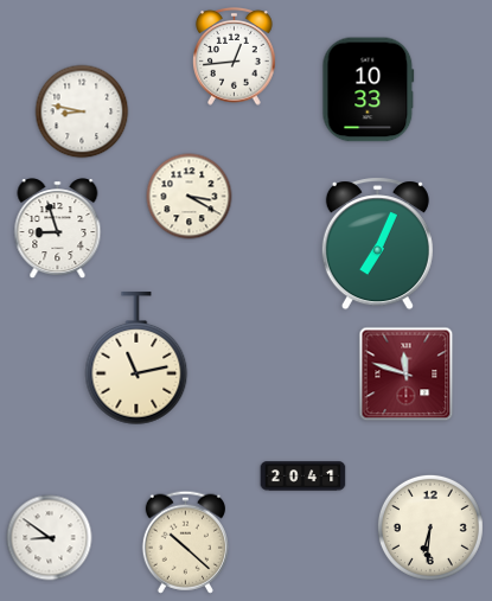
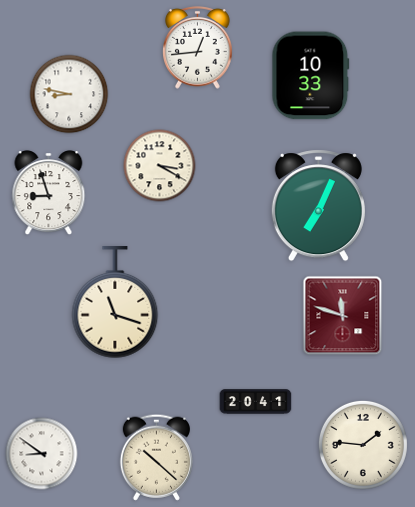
clock at (136, 359): 11:13 -> 11:18
clock at (430, 528): 6:31 -> 1:46
